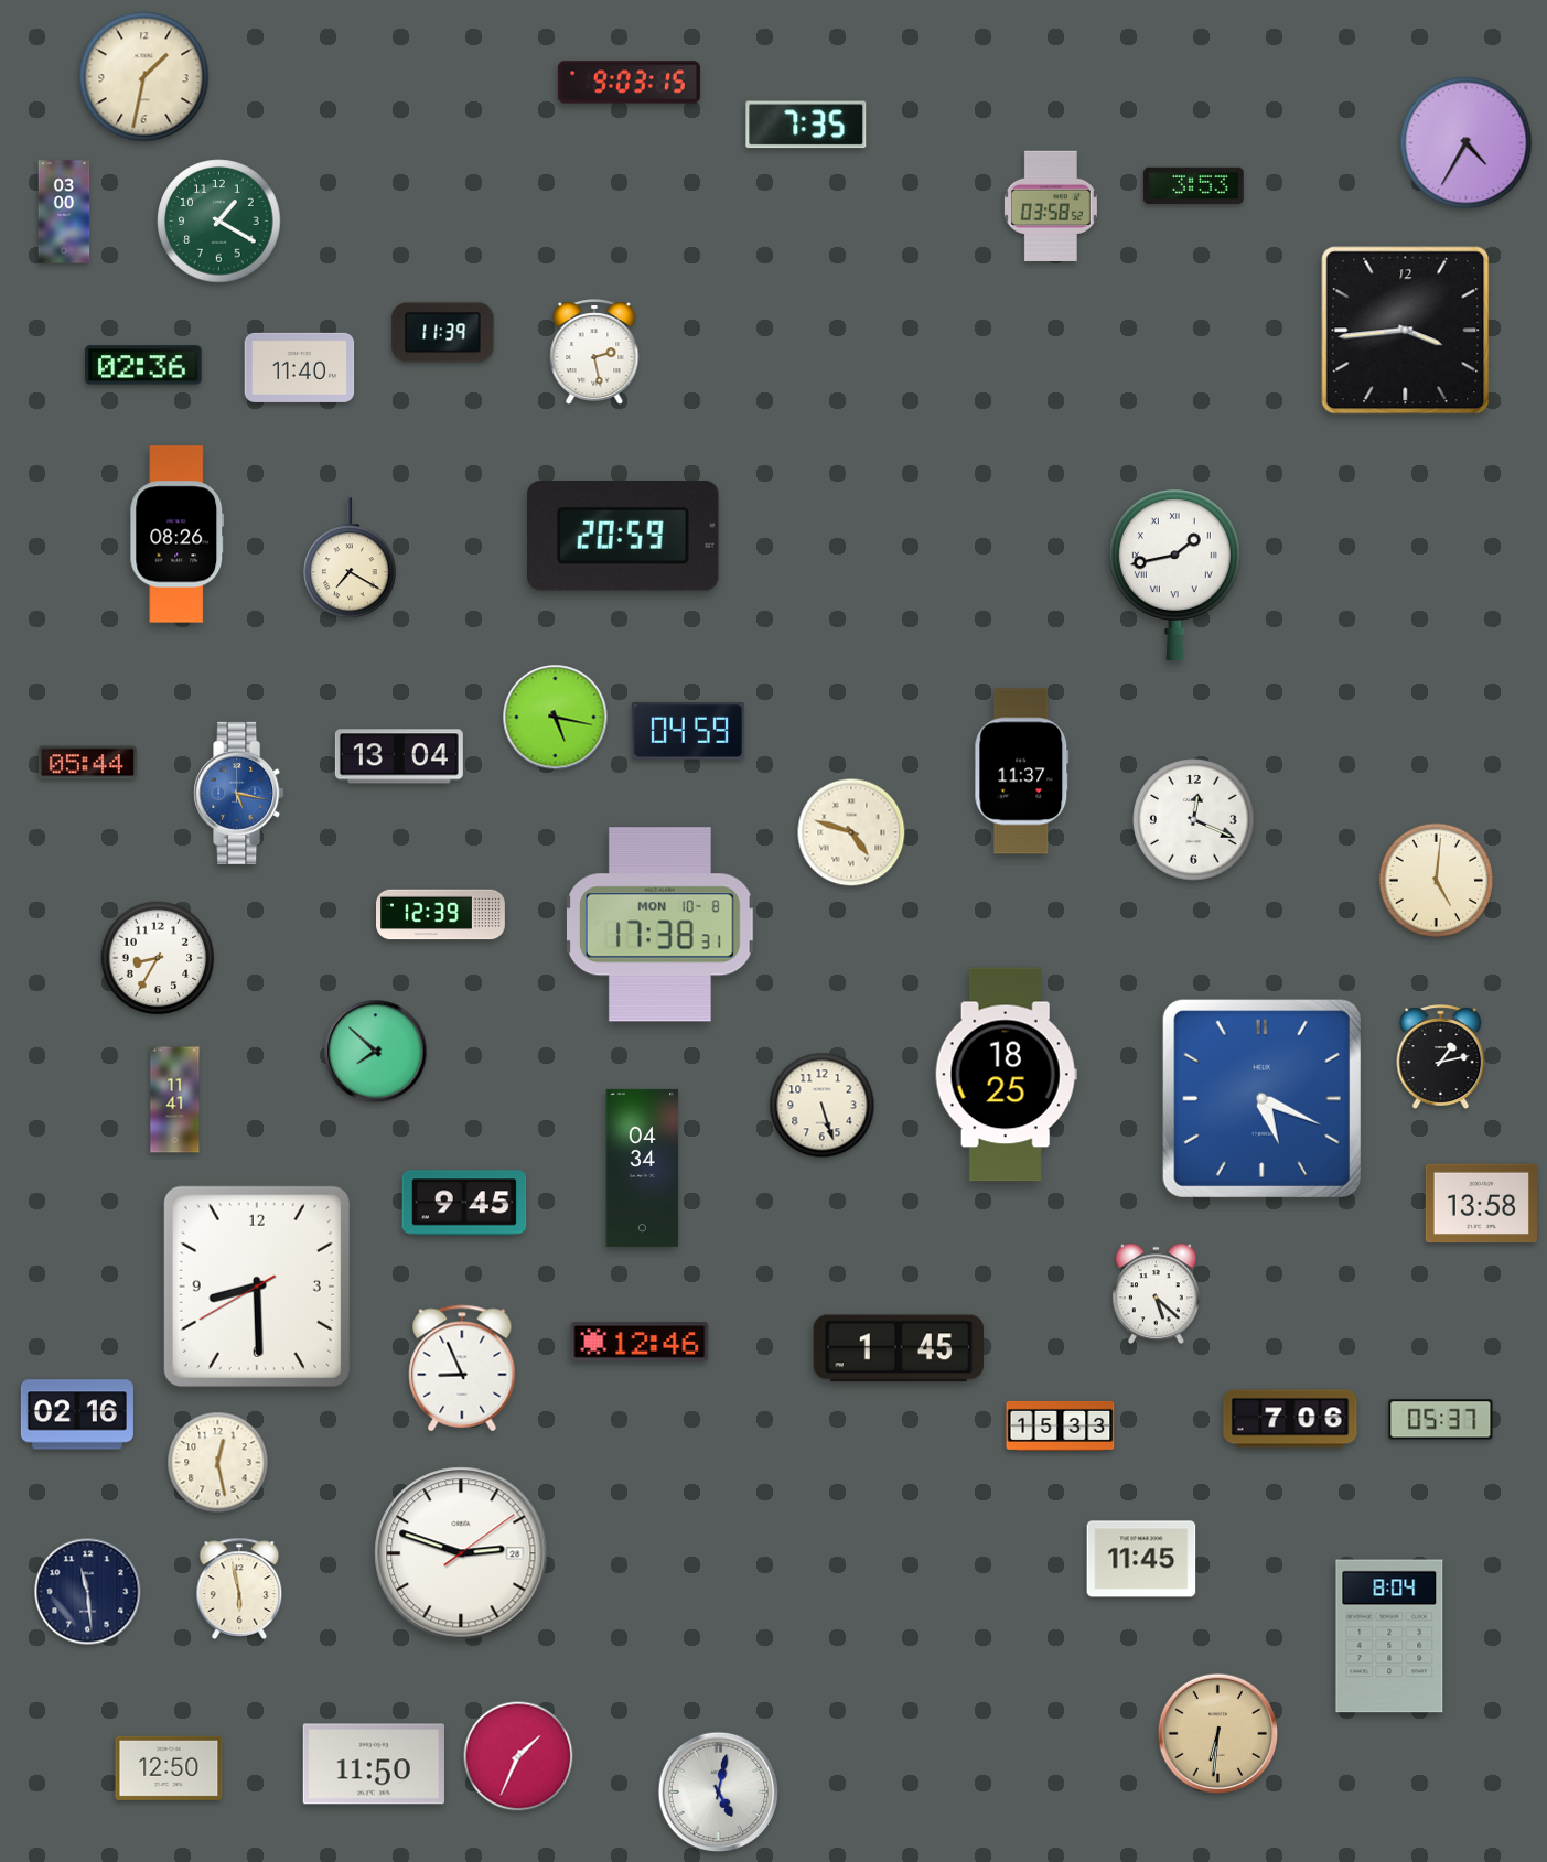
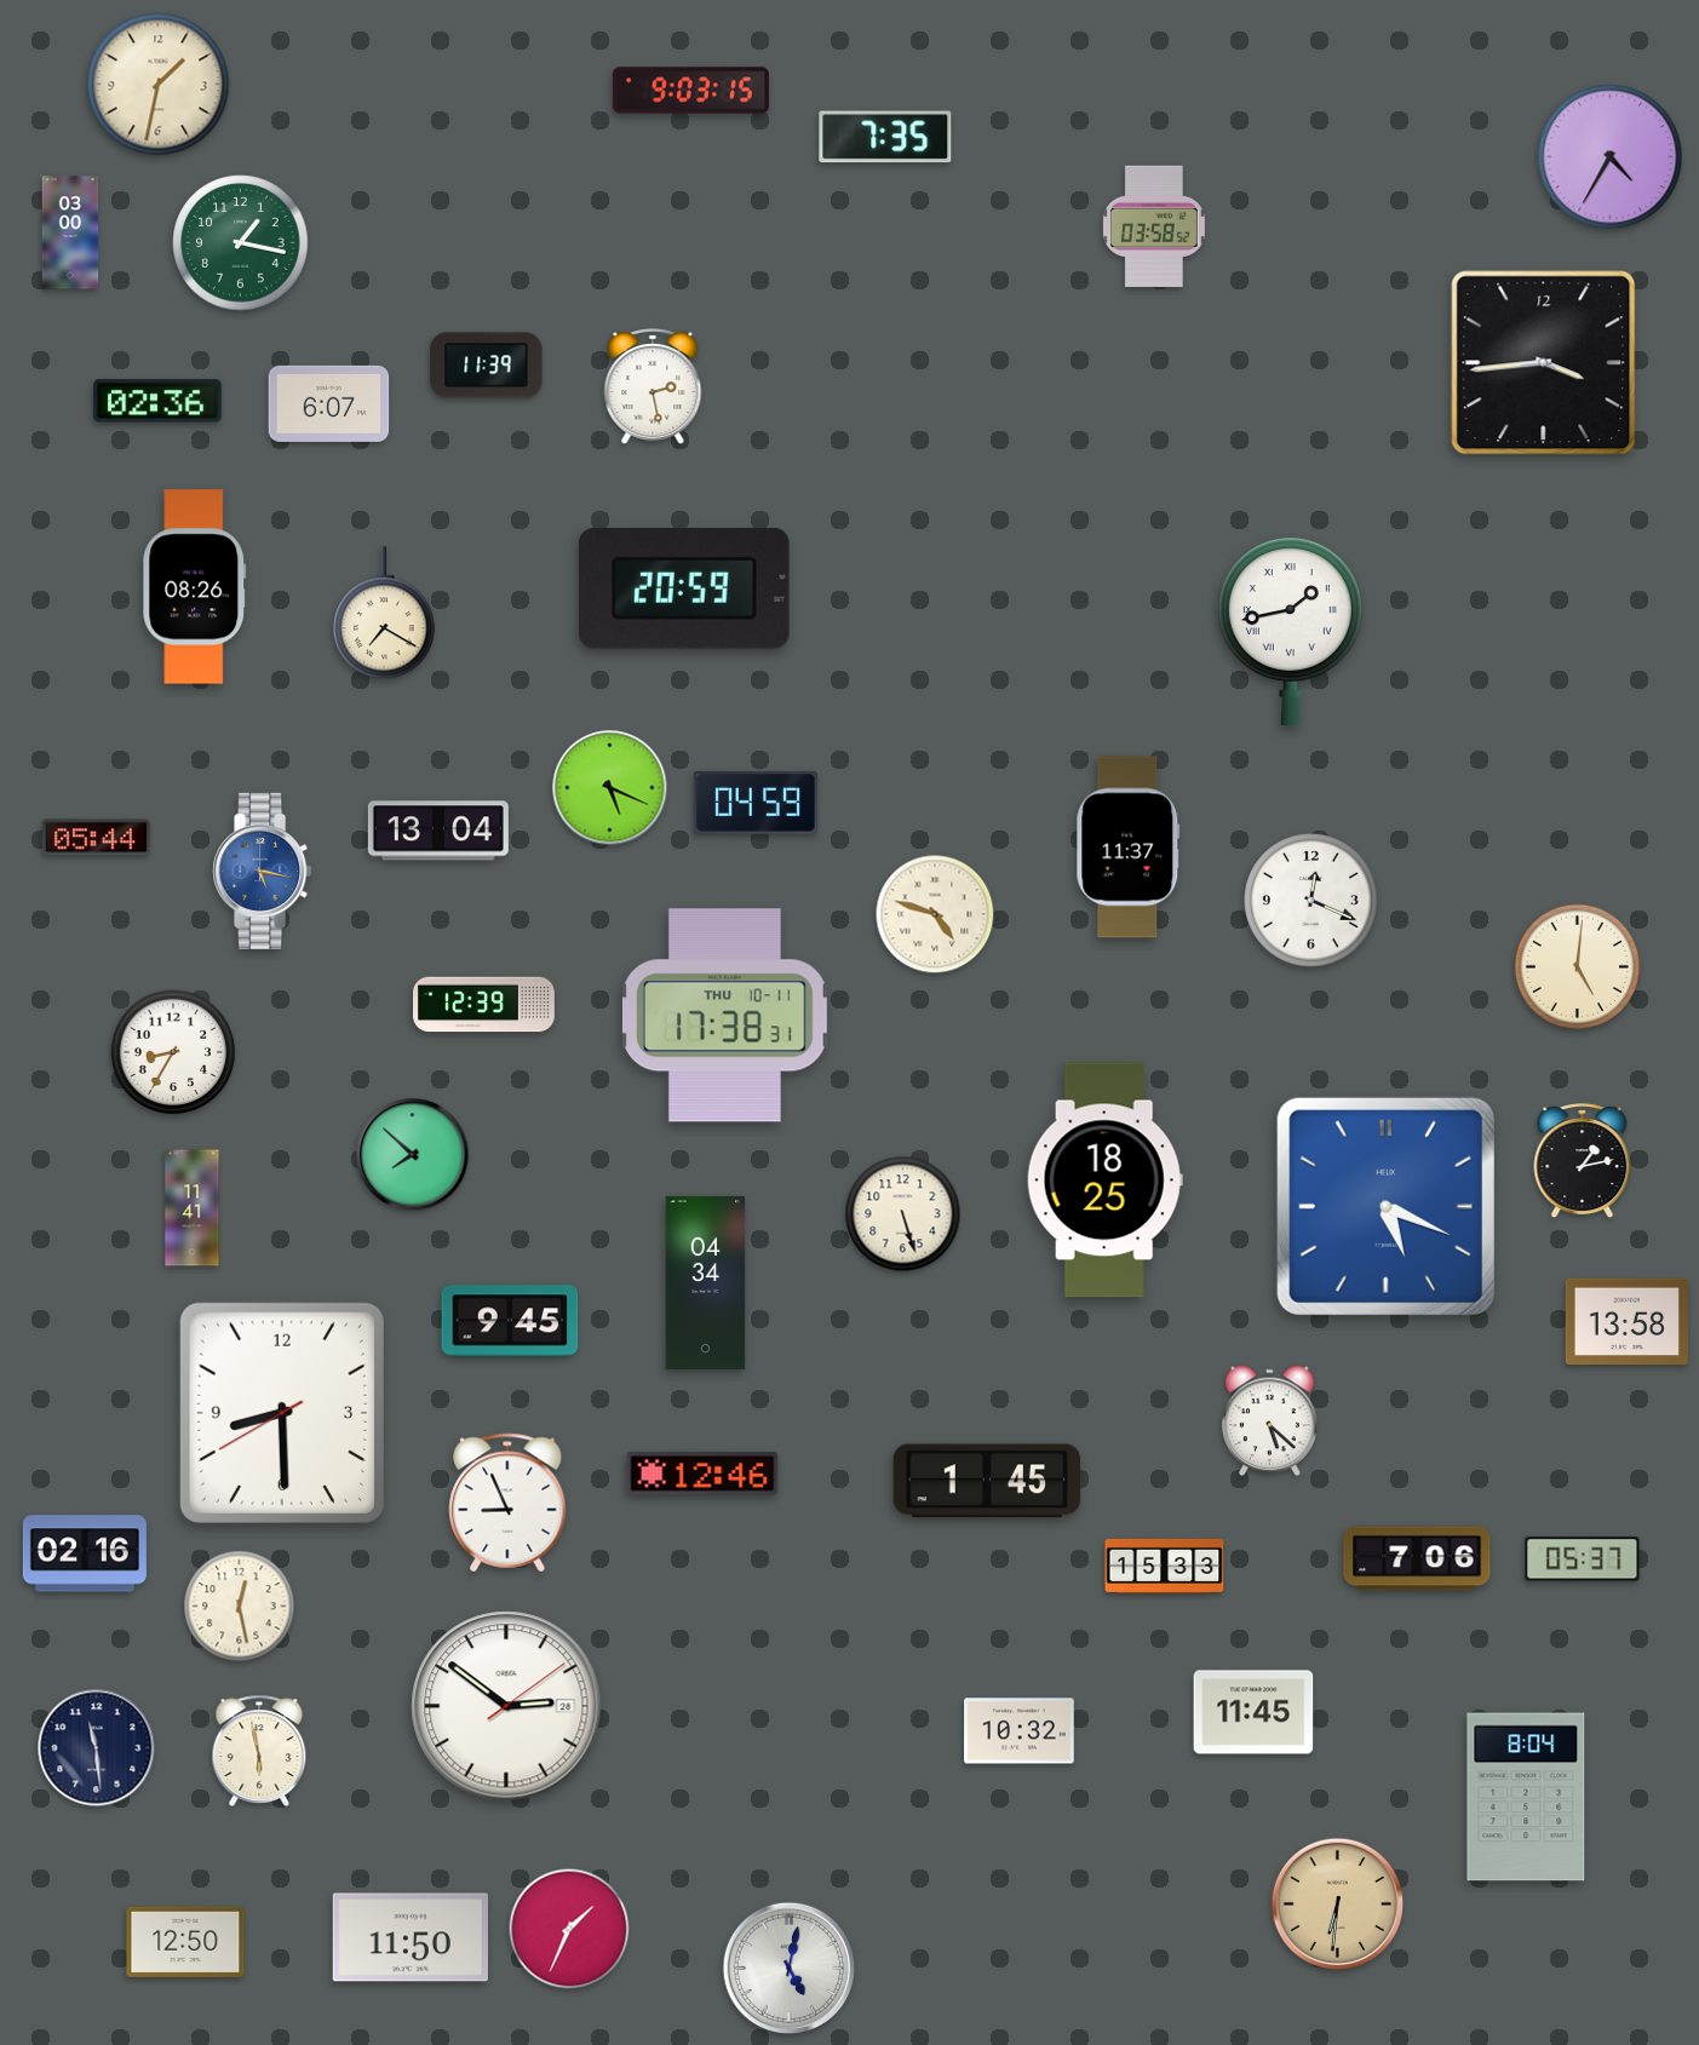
clock at (1194, 186): 3:53 -> none
clock at (219, 222): 1:20 -> 1:17
clock at (300, 367): 11:40 -> 6:07
clock at (556, 718): 5:17 -> 5:19
clock at (1022, 772) position: (1022, 772) -> (1129, 848)
clock at (660, 925) date: MON 10-8 -> THU 10-11
clock at (461, 1553): 2:48 -> 2:51
clock at (1020, 1731): none -> 10:32
clock at (239, 1589) position: (239, 1589) -> (259, 1751)
